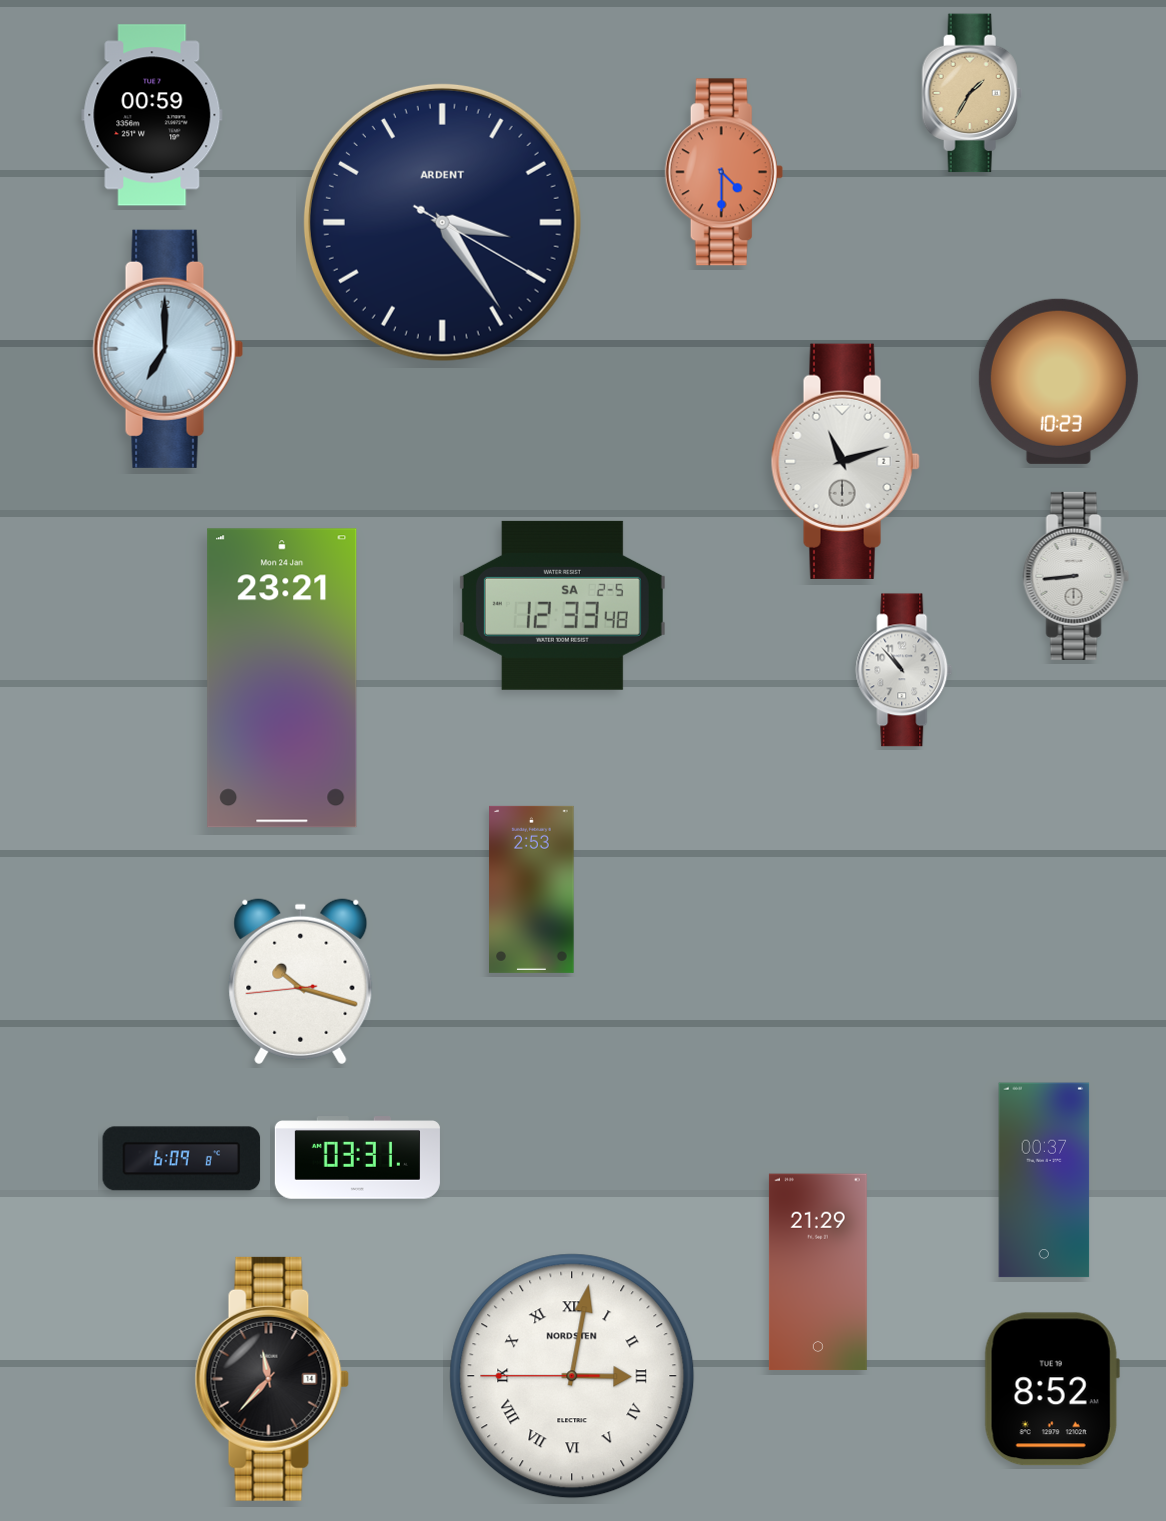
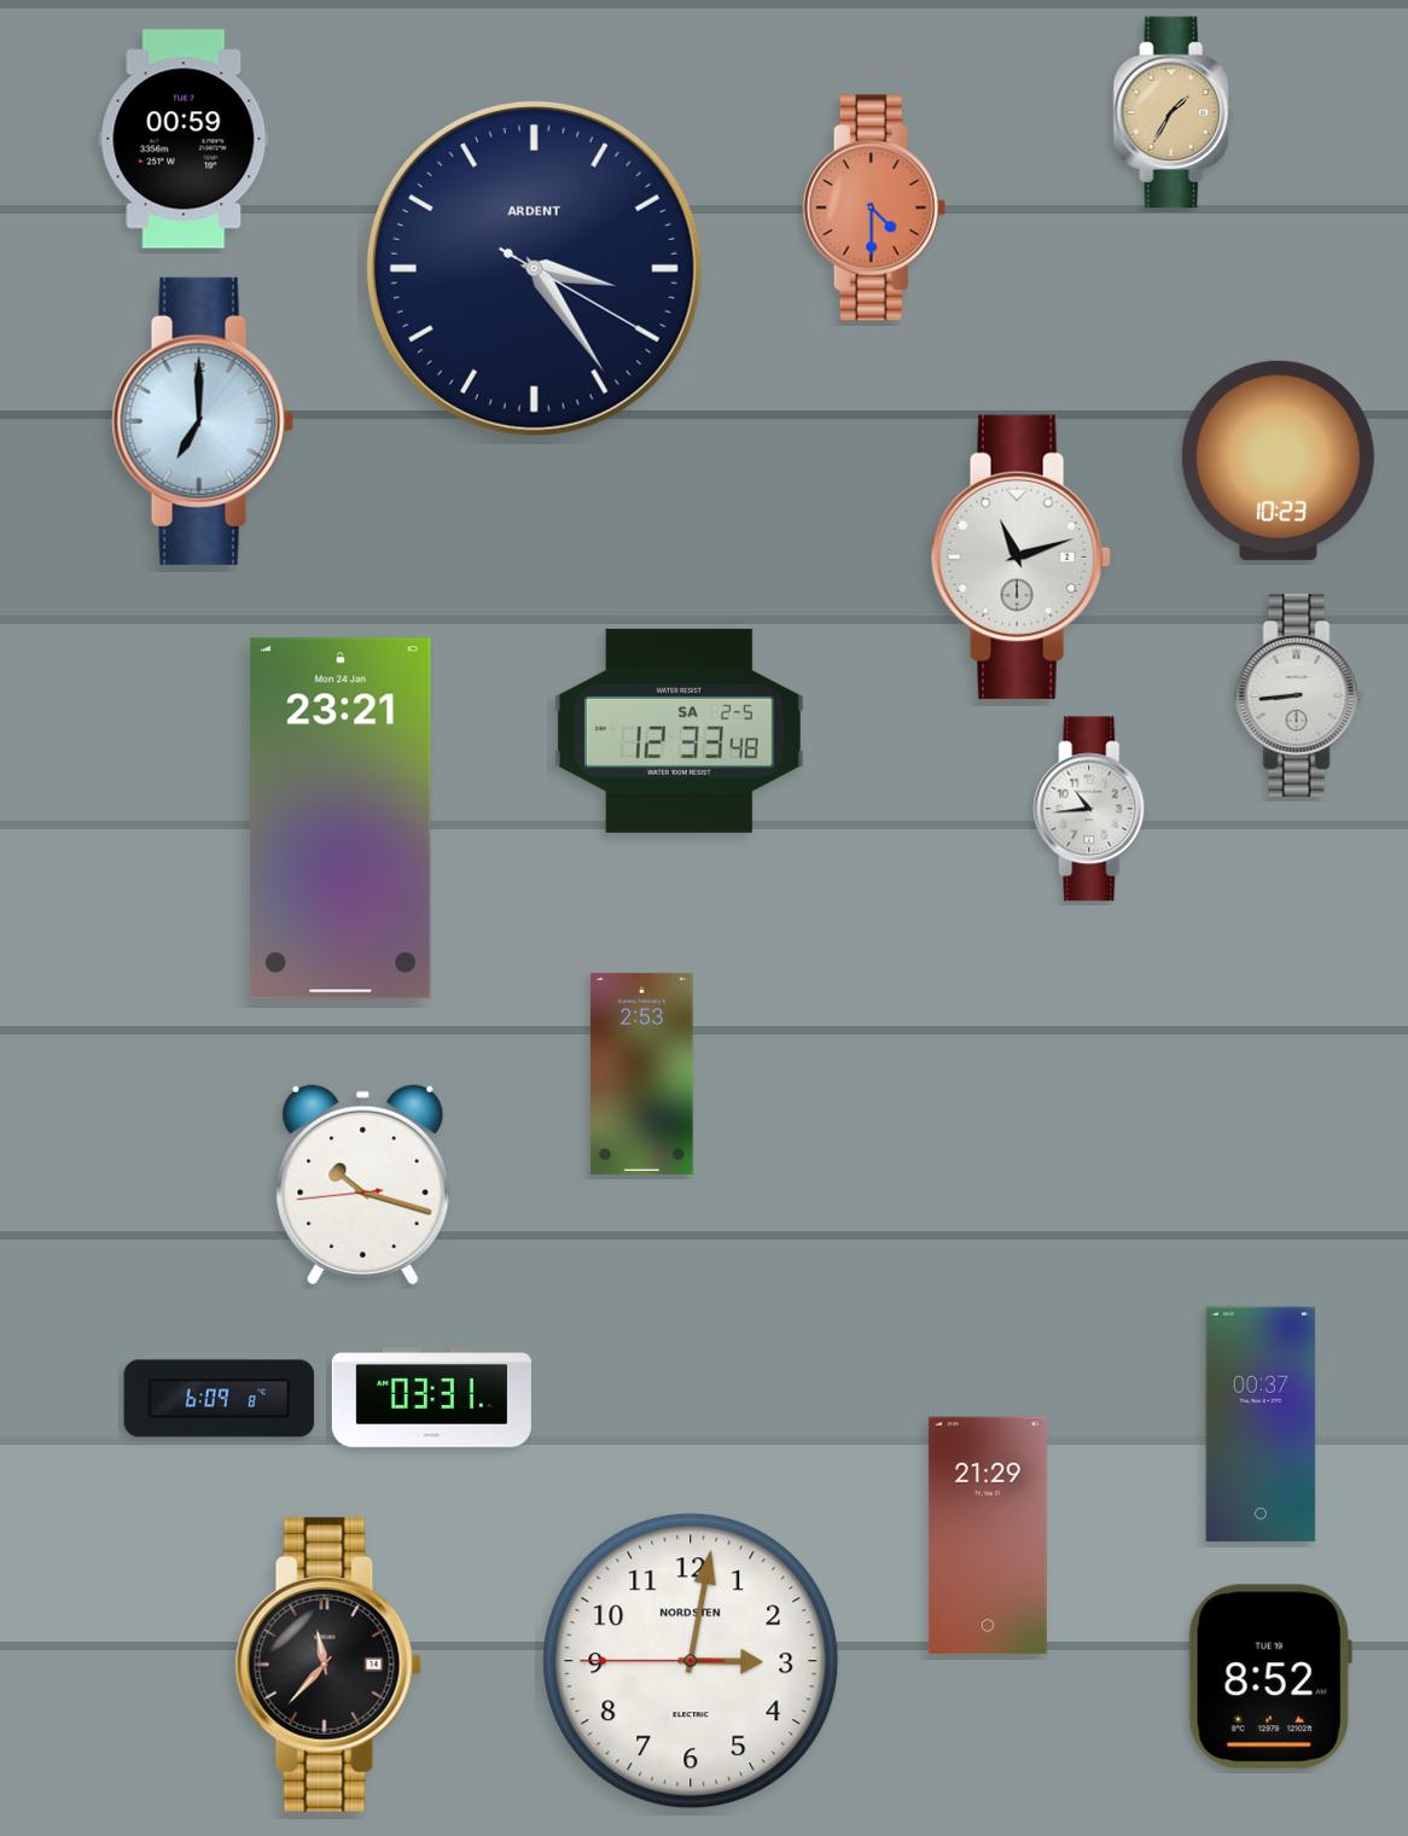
clock at (904, 670): 10:53 -> 10:44
clock at (572, 1376) numerals: Roman -> Arabic
